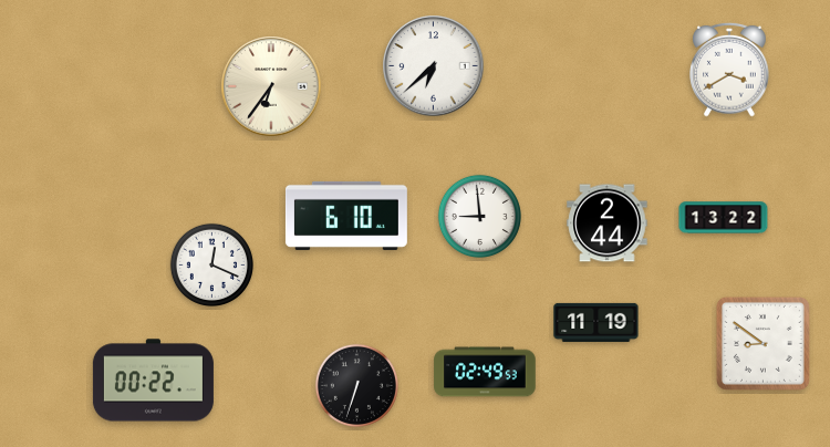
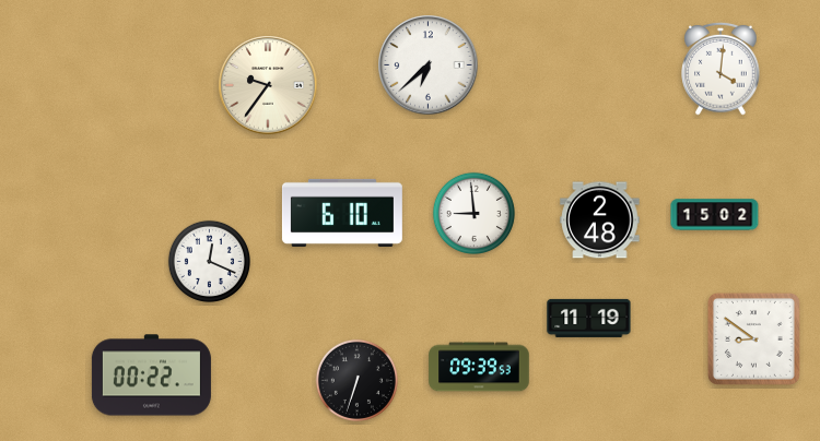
clock at (729, 70): 3:40 -> 4:01
clock at (271, 86): 6:36 -> 9:36
clock at (724, 218): 13:22 -> 15:02
clock at (608, 224): 2:44 -> 2:48
clock at (485, 372): 02:49 -> 09:39
clock at (356, 385) position: (356, 385) -> (356, 380)
